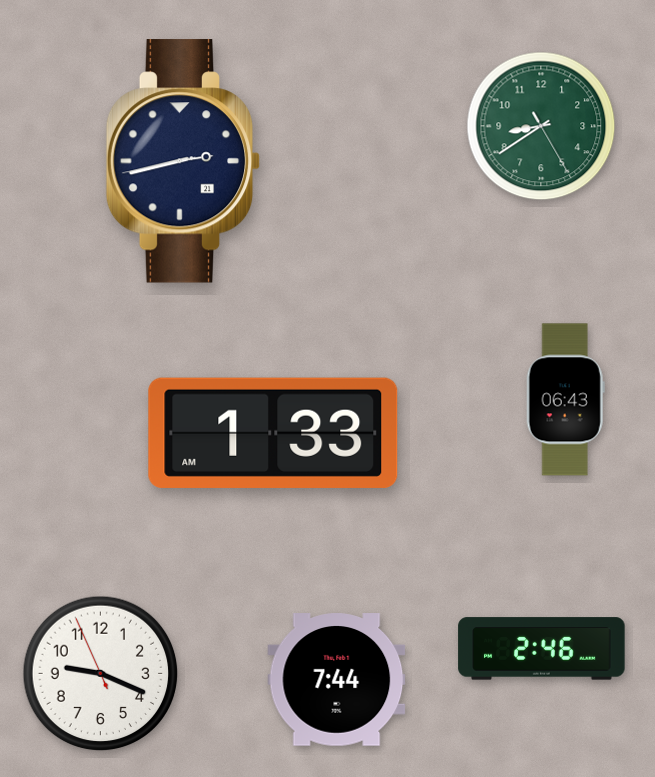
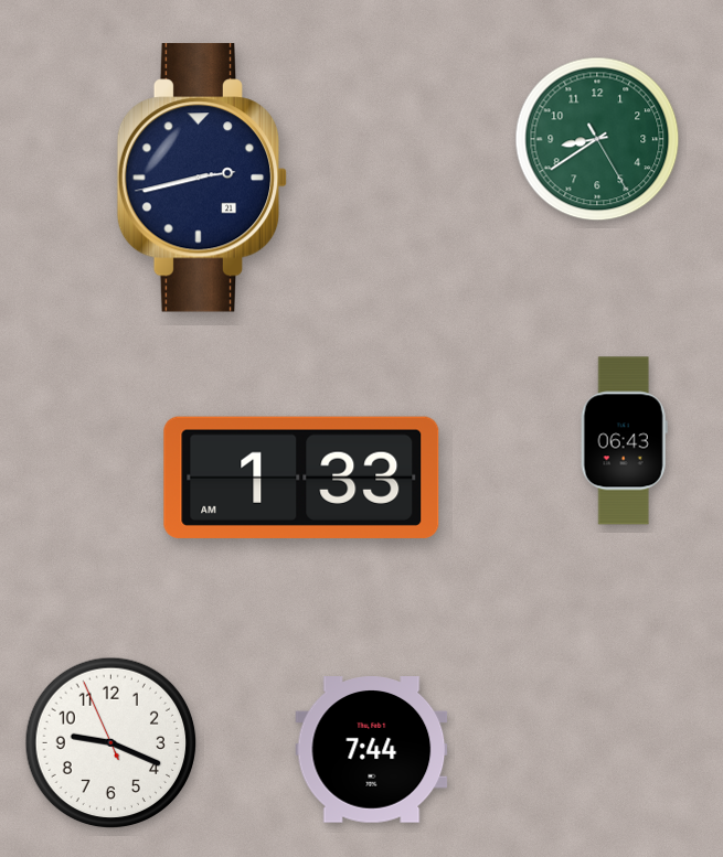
clock at (542, 649): 2:46 -> none
